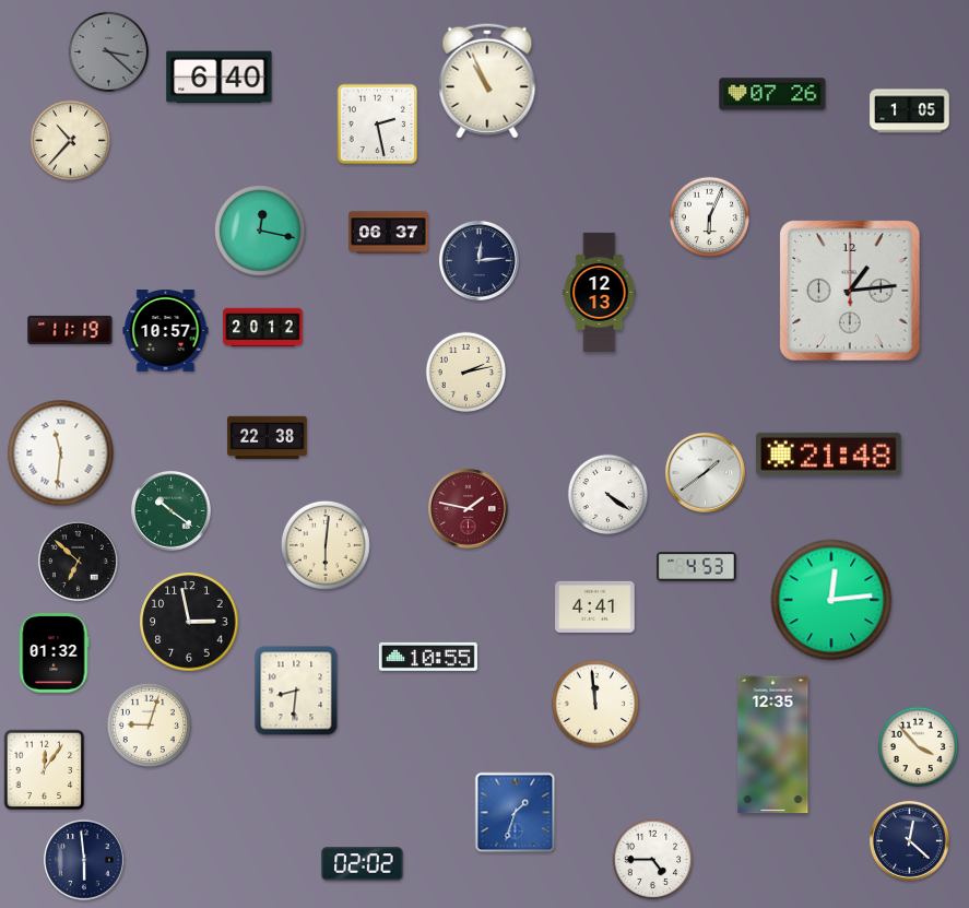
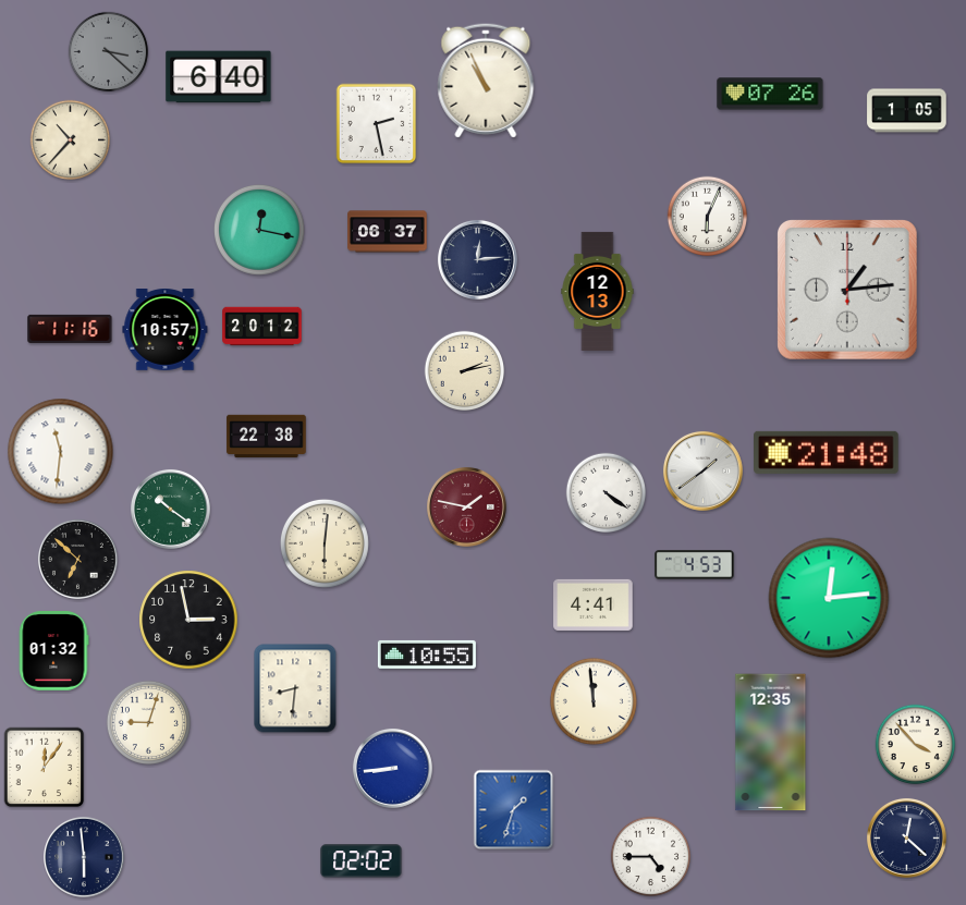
clock at (70, 330): 11:19 -> 11:16
clock at (393, 769): none -> 8:44
